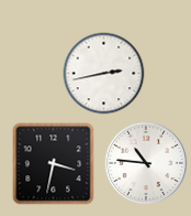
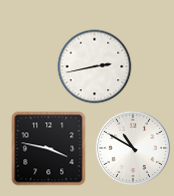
clock at (146, 163): 10:46 -> 10:50
clock at (54, 164): 3:32 -> 3:47
